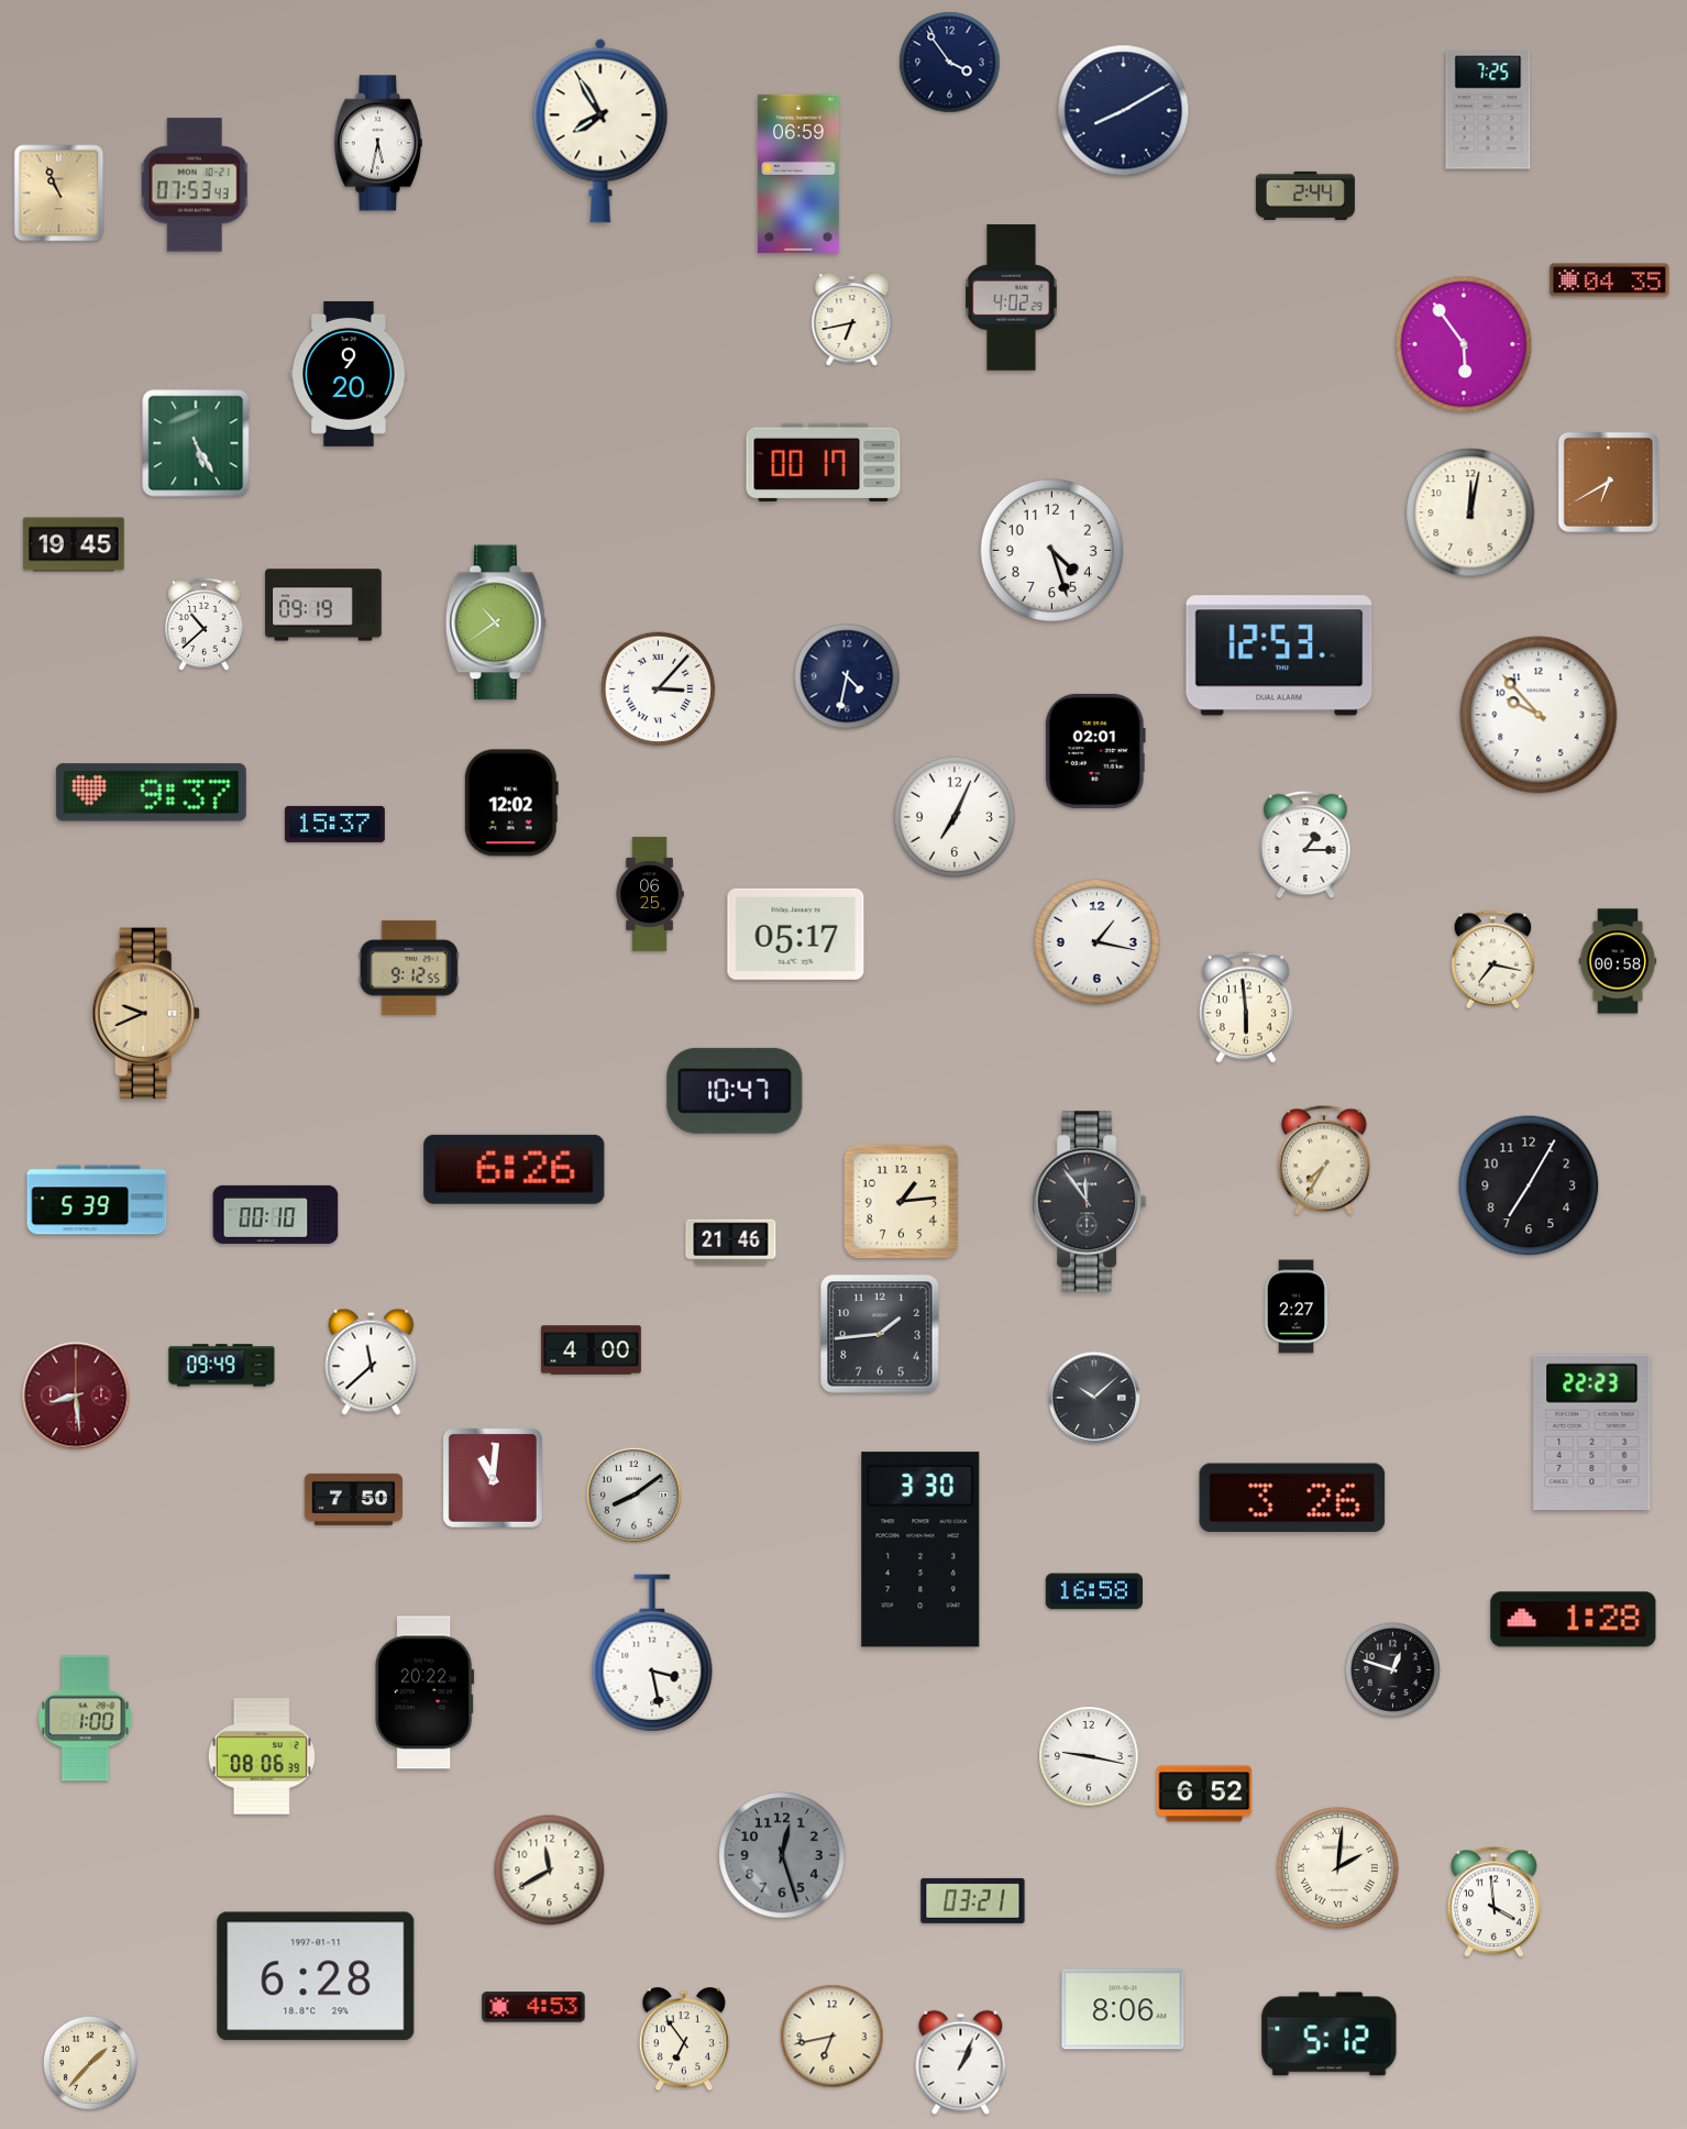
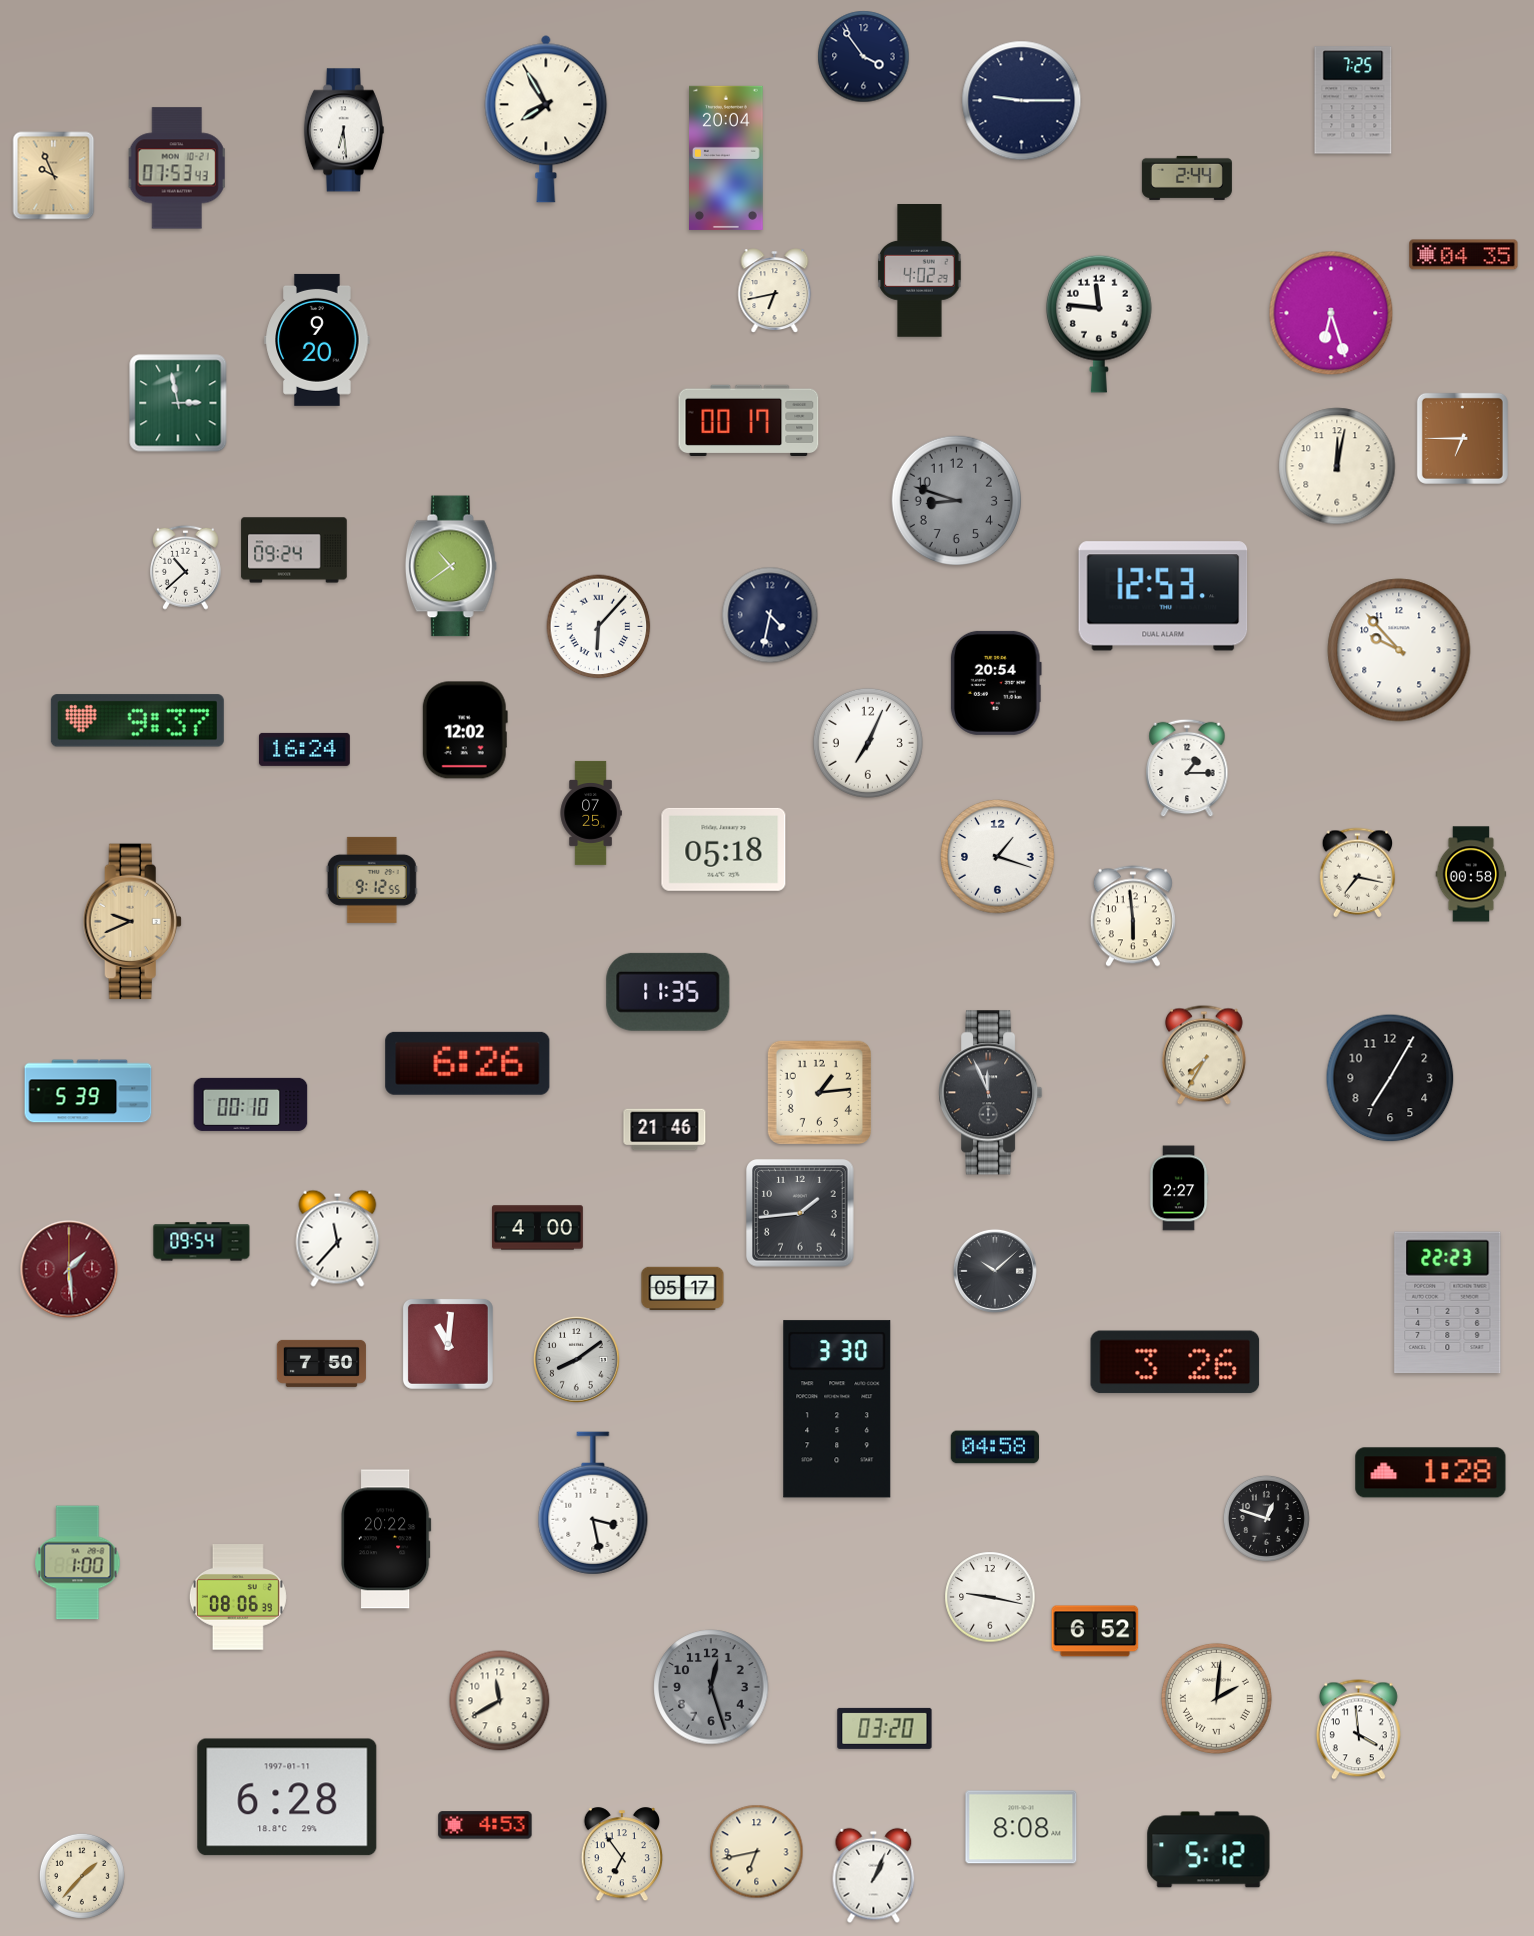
clock at (1124, 111): 8:10 -> 9:15
clock at (378, 143): 5:32 -> 6:29
clock at (800, 174): 06:59 -> 20:04
clock at (59, 194): 10:56 -> 9:56
clock at (1464, 344): 5:54 -> 6:27
clock at (1099, 324): none -> 11:46
clock at (196, 443): 5:25 -> 2:58
clock at (1608, 482): 6:40 -> 6:45
clock at (74, 544): 19:45 -> none
clock at (1051, 550): 4:27 -> 8:48
clock at (1051, 550) dial: white -> grey
clock at (323, 605): 09:19 -> 09:24
clock at (659, 690): 3:07 -> 6:07
clock at (1095, 751): 02:01 -> 20:54
clock at (334, 824): 15:37 -> 16:24
clock at (650, 894): 06:25 -> 07:25
clock at (796, 934): 05:17 -> 05:18
clock at (1098, 942): 1:17 -> 1:18
clock at (735, 1091): 10:47 -> 11:35
clock at (1090, 1202): 11:54 -> 11:56
clock at (372, 1361): 11:38 -> 11:37
clock at (222, 1366): 09:49 -> 09:54
clock at (76, 1396): 8:29 -> 1:29
clock at (683, 1288): none -> 05:17
clock at (1093, 1591): 16:58 -> 04:58
clock at (973, 1900): 03:21 -> 03:20
clock at (1123, 2009): 8:06 -> 8:08
